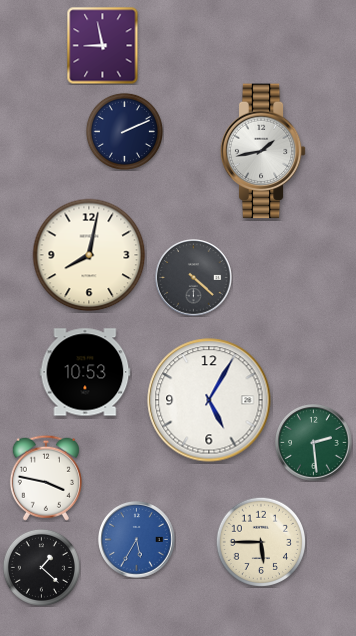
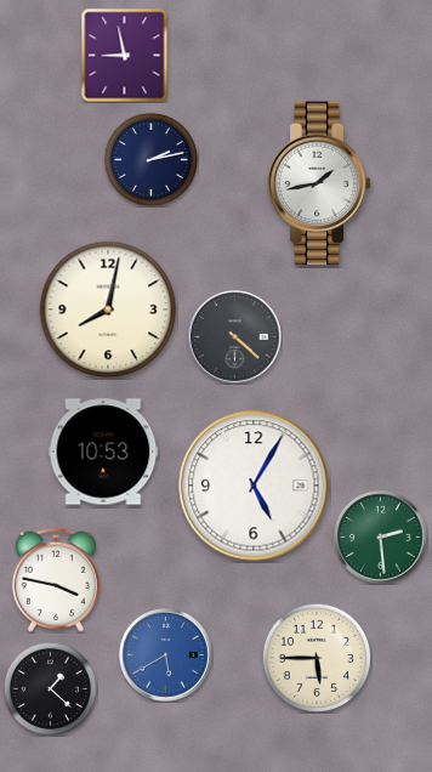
clock at (124, 131): 2:11 -> 2:13
clock at (137, 540): 5:35 -> 5:40
